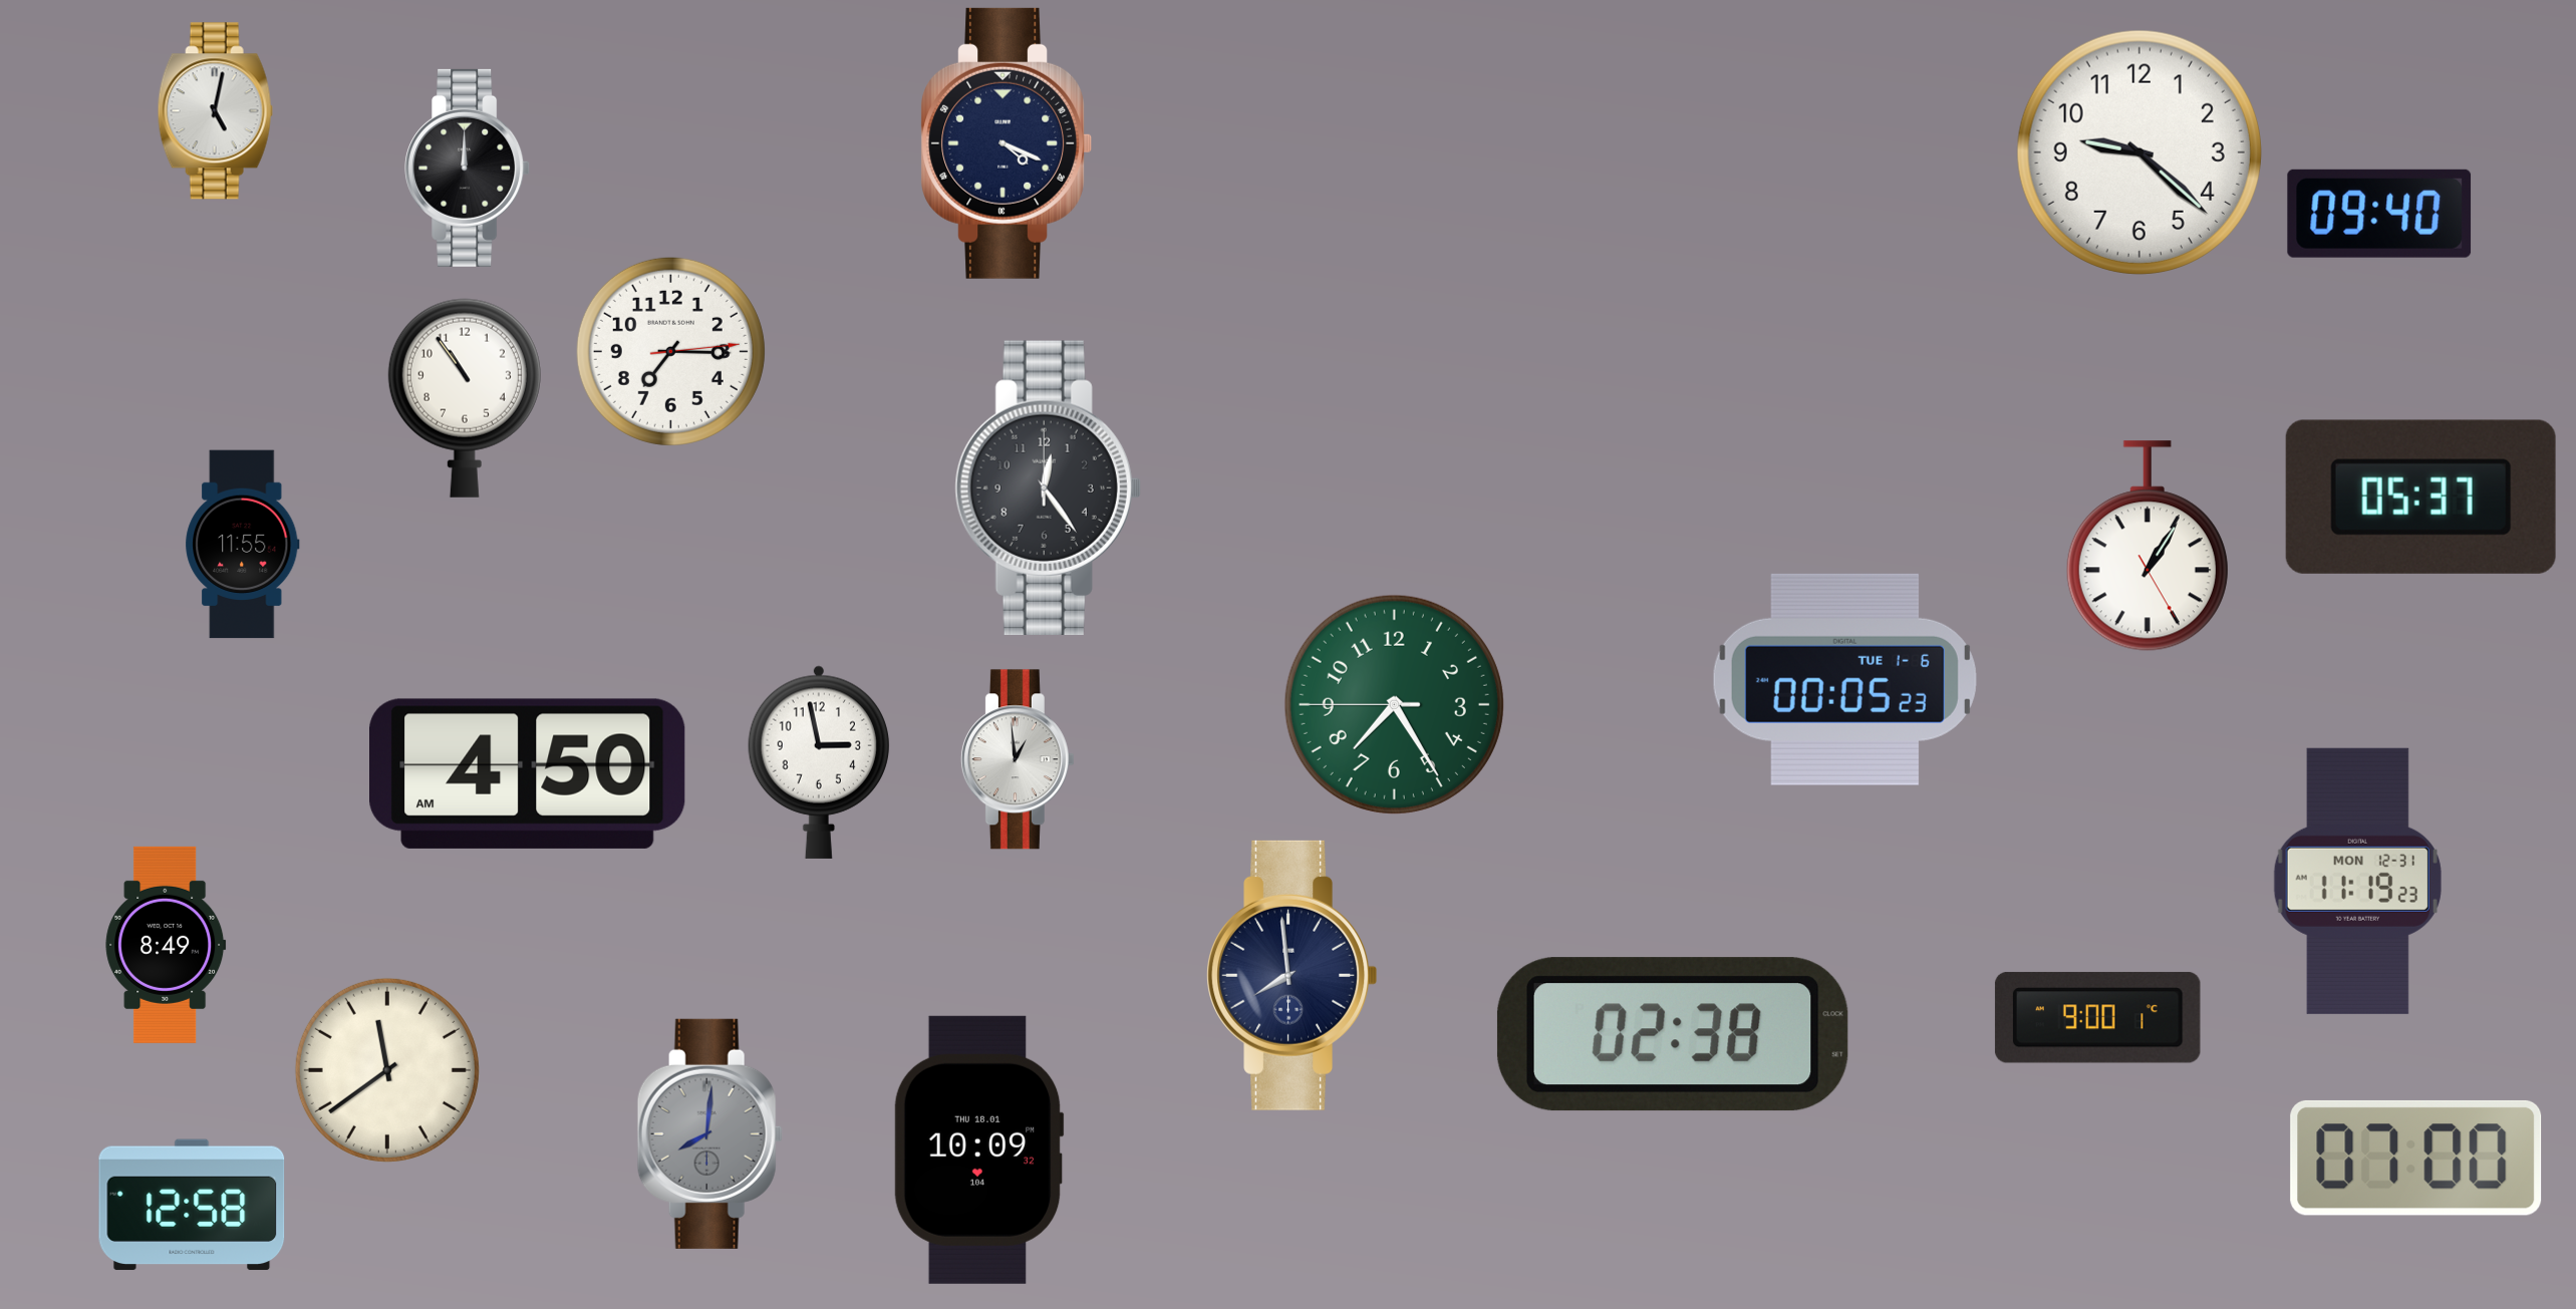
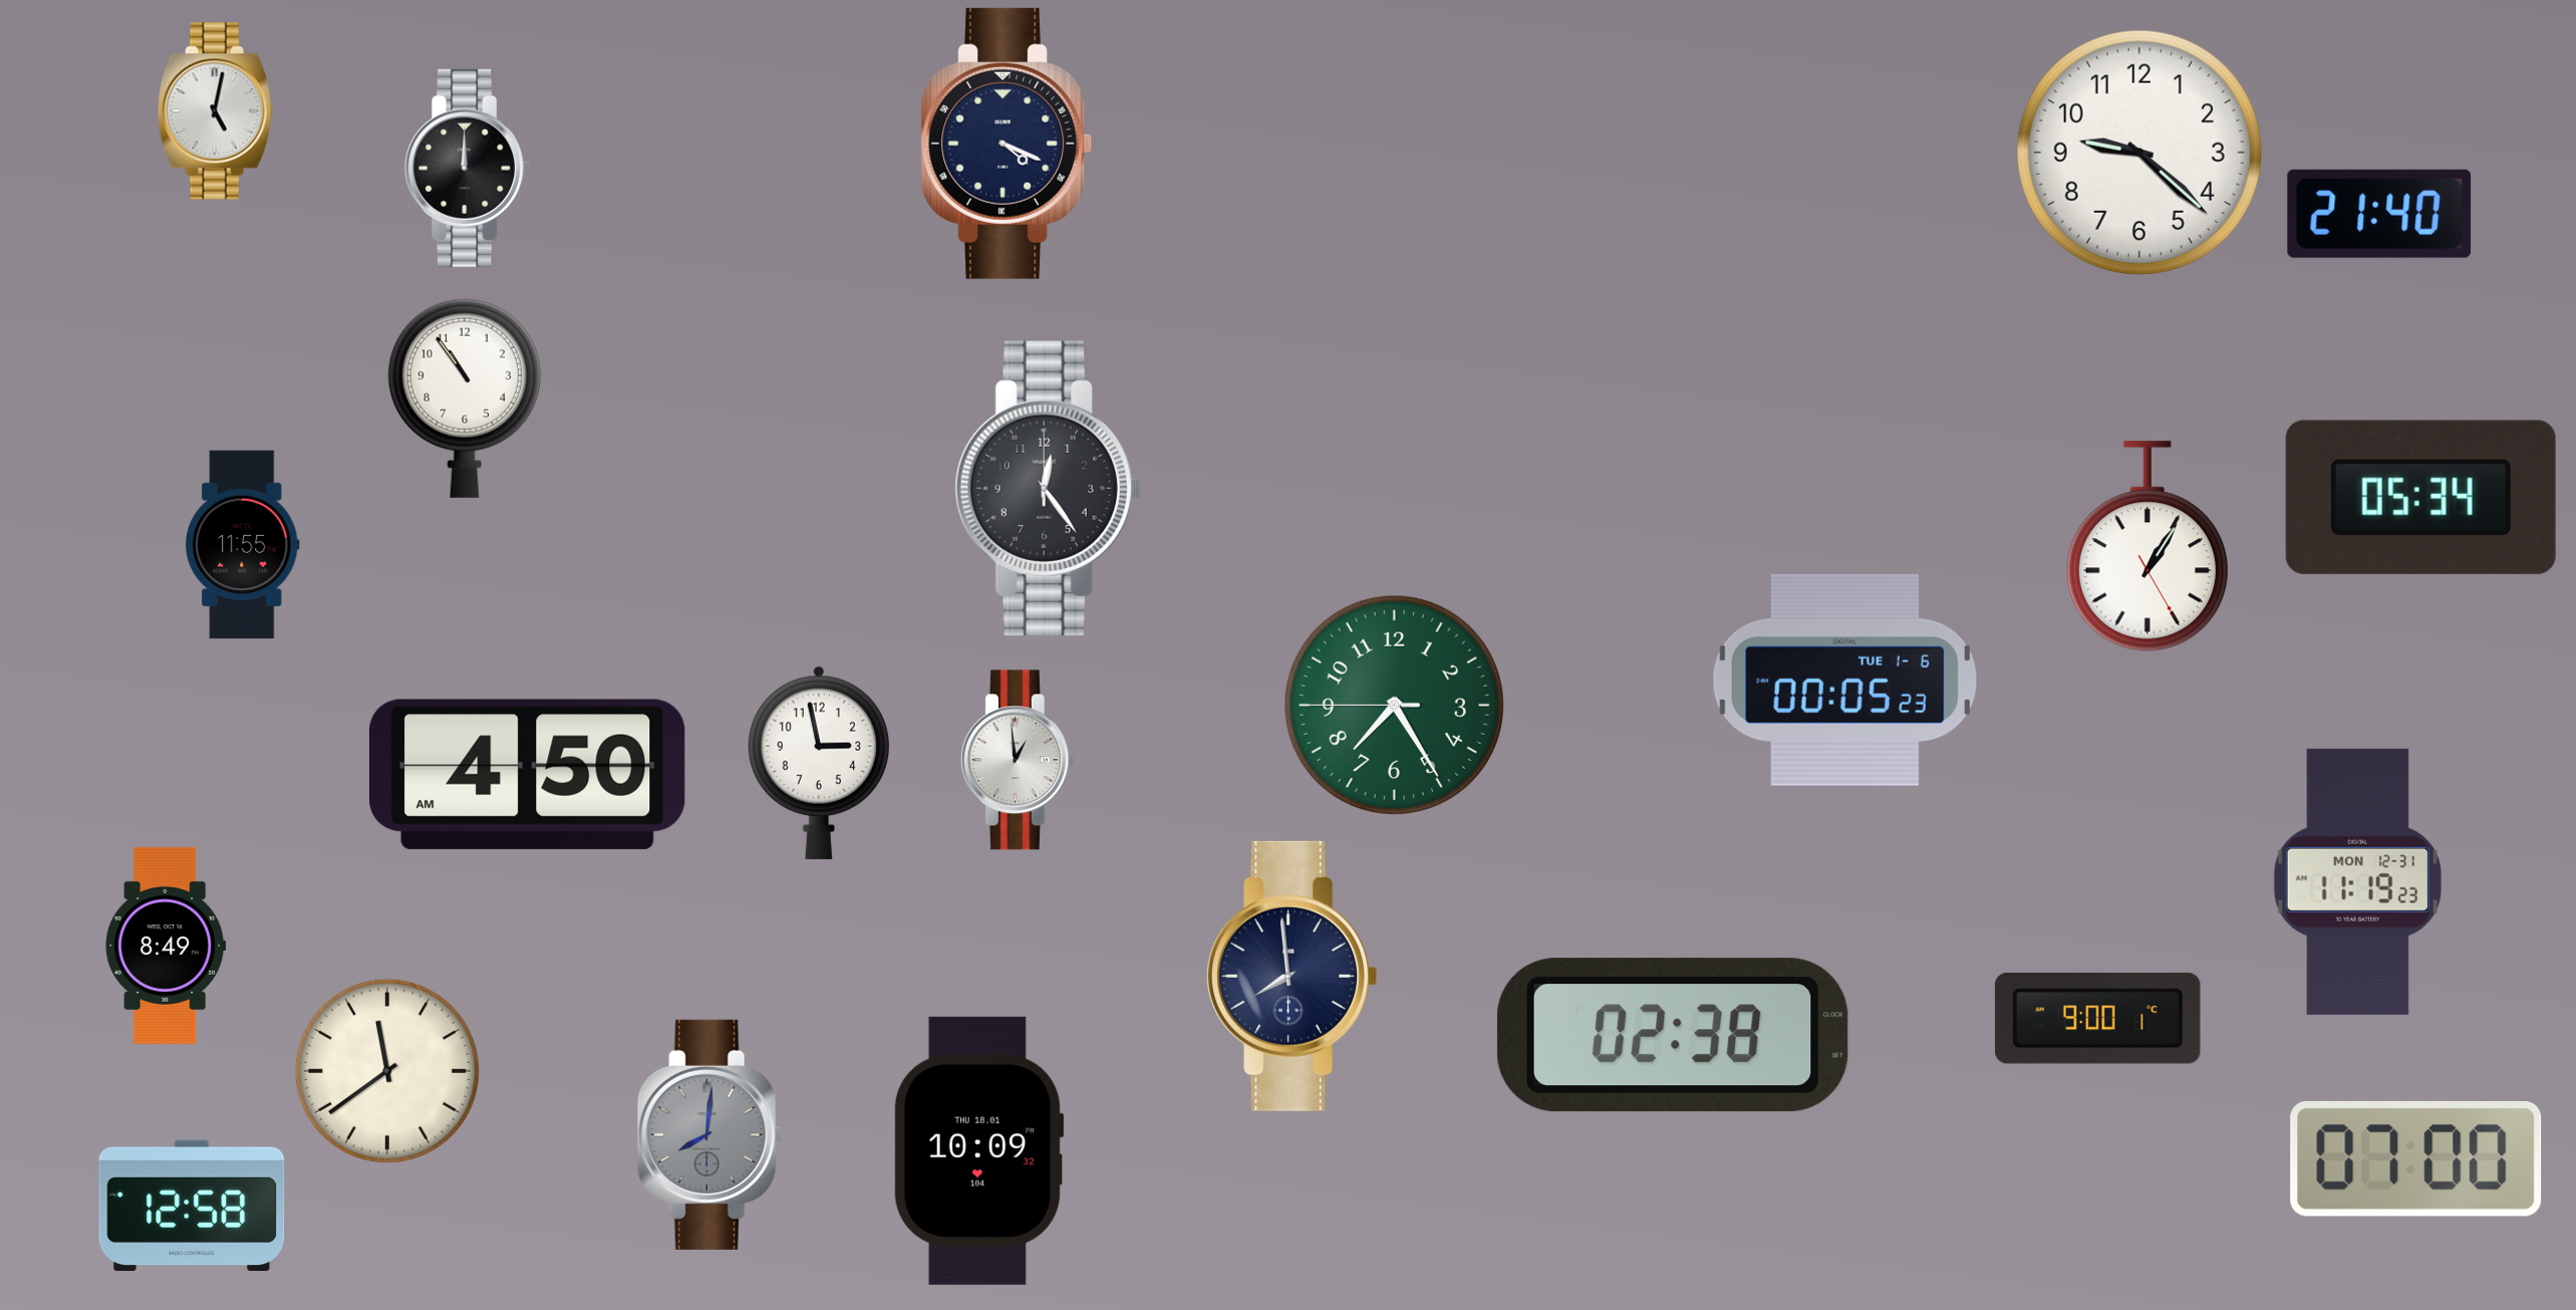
clock at (2379, 214): 09:40 -> 21:40
clock at (670, 351): 7:15 -> none
clock at (2420, 497): 05:37 -> 05:34
